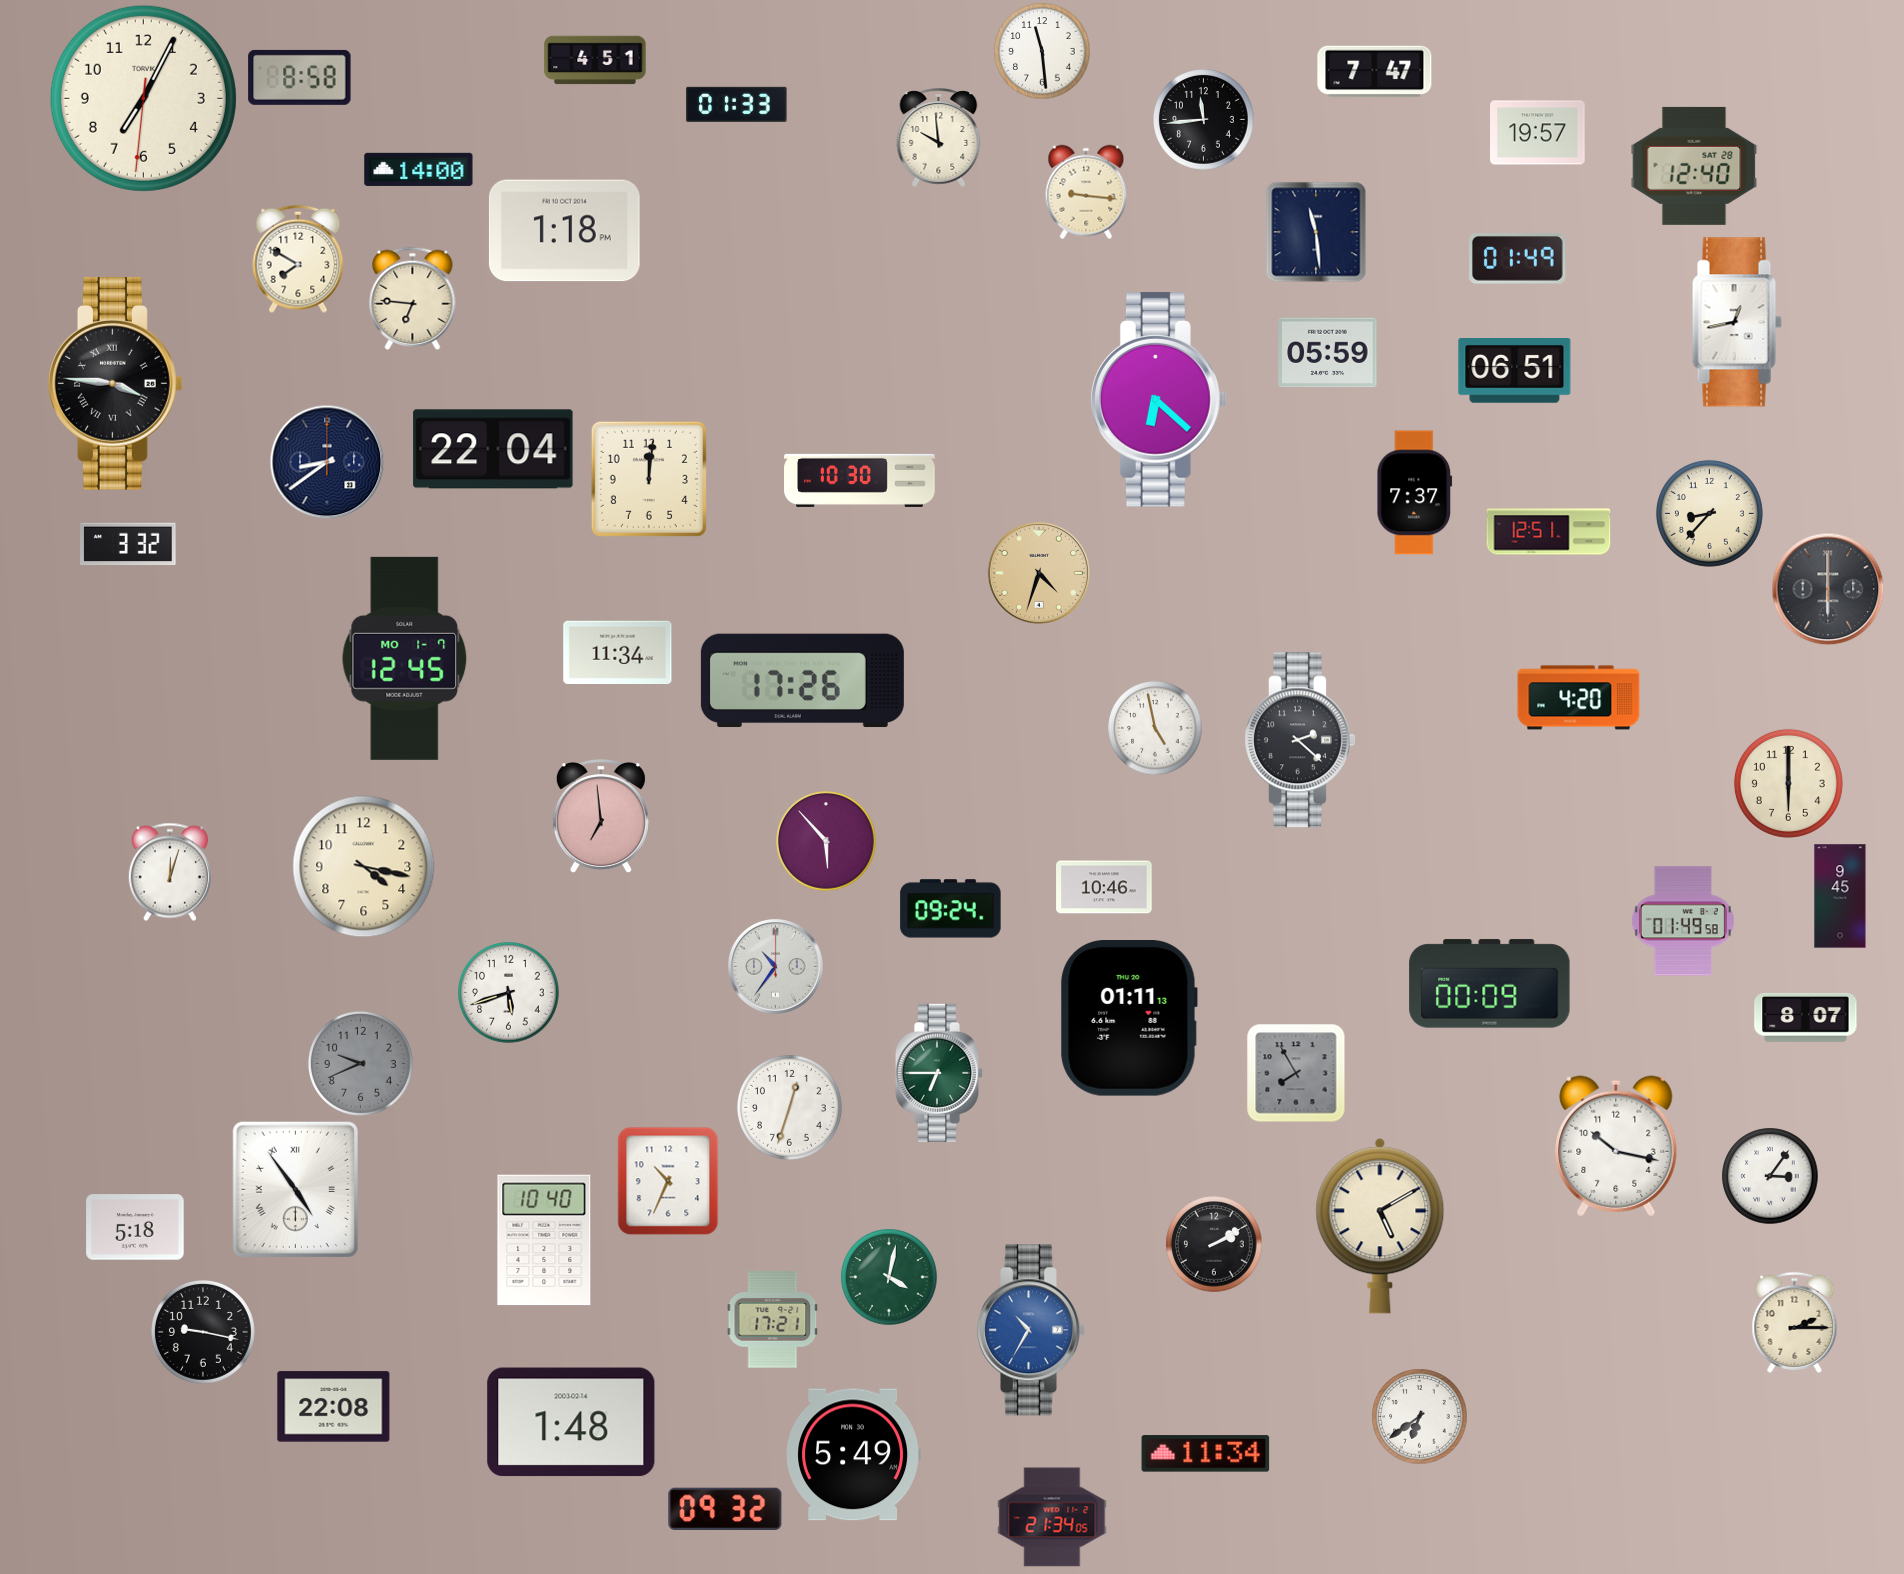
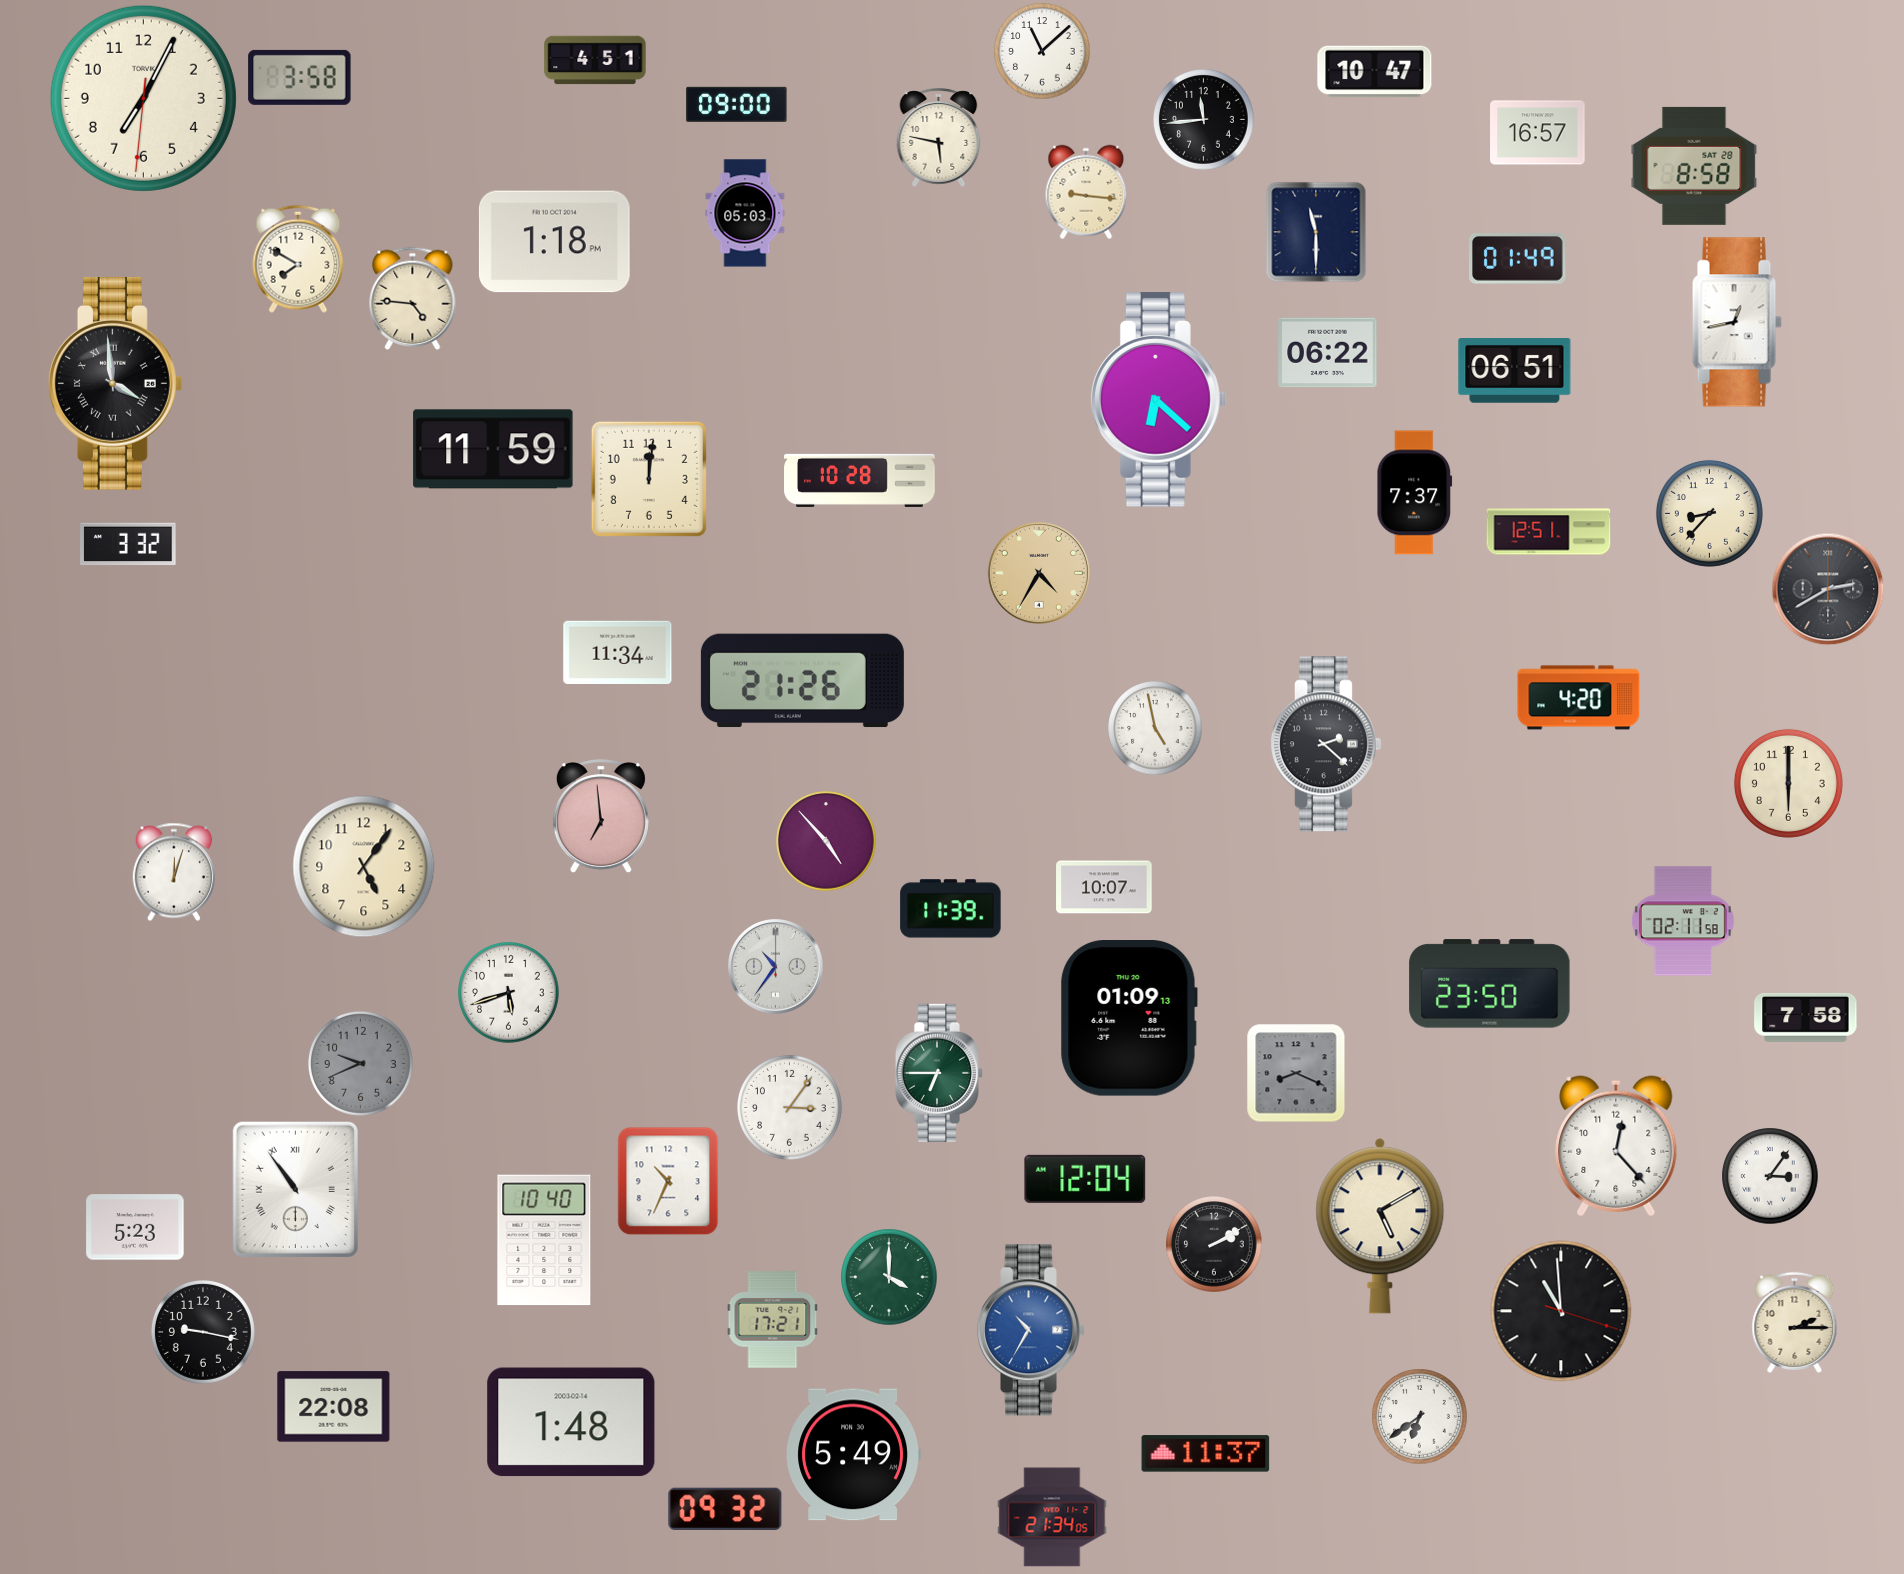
clock at (1042, 51): 11:29 -> 11:08
clock at (1375, 72): 7:47 -> 10:47
clock at (300, 77): 8:58 -> 3:58
clock at (737, 104): 01:33 -> 09:00
clock at (1538, 133): 19:57 -> 16:57
clock at (939, 137): 9:59 -> 5:47
clock at (1694, 166): 12:40 -> 8:58
clock at (419, 169): 14:00 -> none
clock at (745, 213): none -> 05:03
clock at (564, 231) position: (564, 231) -> (554, 242)
clock at (1316, 232): 11:29 -> 11:30
clock at (413, 298): 6:46 -> 4:46
clock at (1328, 353): 05:59 -> 06:22
clock at (116, 384): 3:46 -> 3:59
clock at (493, 449): 22:04 -> 11:59
clock at (327, 462): 8:39 -> none
clock at (860, 480): 10:30 -> 10:28
clock at (1039, 573): 4:33 -> 4:35
clock at (1828, 589): 6:00 -> 2:40
clock at (405, 658): 12:45 -> none
clock at (802, 681): 17:26 -> 21:26
clock at (1299, 740) position: (1299, 740) -> (1325, 744)
clock at (826, 841): 5:53 -> 4:53
clock at (364, 867): 4:17 -> 5:06
clock at (170, 872) position: (170, 872) -> (174, 872)
clock at (1104, 887): 10:46 -> 10:07
clock at (1840, 896): 9:45 -> none
clock at (951, 909): 09:24 -> 11:39
clock at (1683, 921): 01:49 -> 02:11
clock at (1490, 984): 00:09 -> 23:50
clock at (1806, 1017): 8:07 -> 7:58
clock at (1129, 1019): 01:11 -> 01:09
clock at (1296, 1073): 7:55 -> 8:19
clock at (789, 1107): 12:33 -> 3:06
clock at (1616, 1146): 10:17 -> 12:23
clock at (1085, 1179): none -> 12:04
clock at (295, 1190): 4:54 -> 10:54
clock at (135, 1227): 5:18 -> 5:23
clock at (889, 1277): 4:02 -> 4:00
clock at (1561, 1311): none -> 10:59
clock at (1206, 1454): 11:34 -> 11:37
